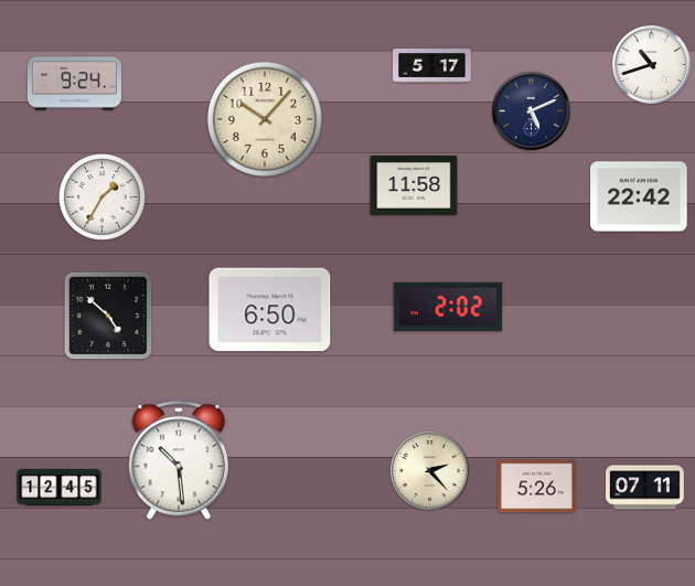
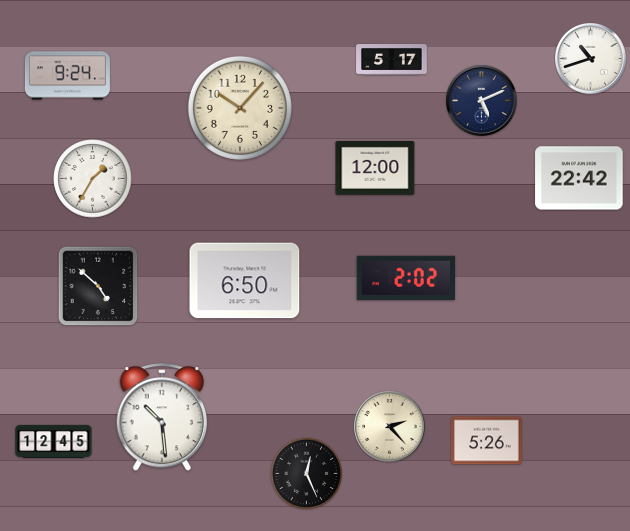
clock at (414, 185): 11:58 -> 12:00
clock at (645, 488): 07:11 -> none
clock at (307, 474): none -> 12:26
